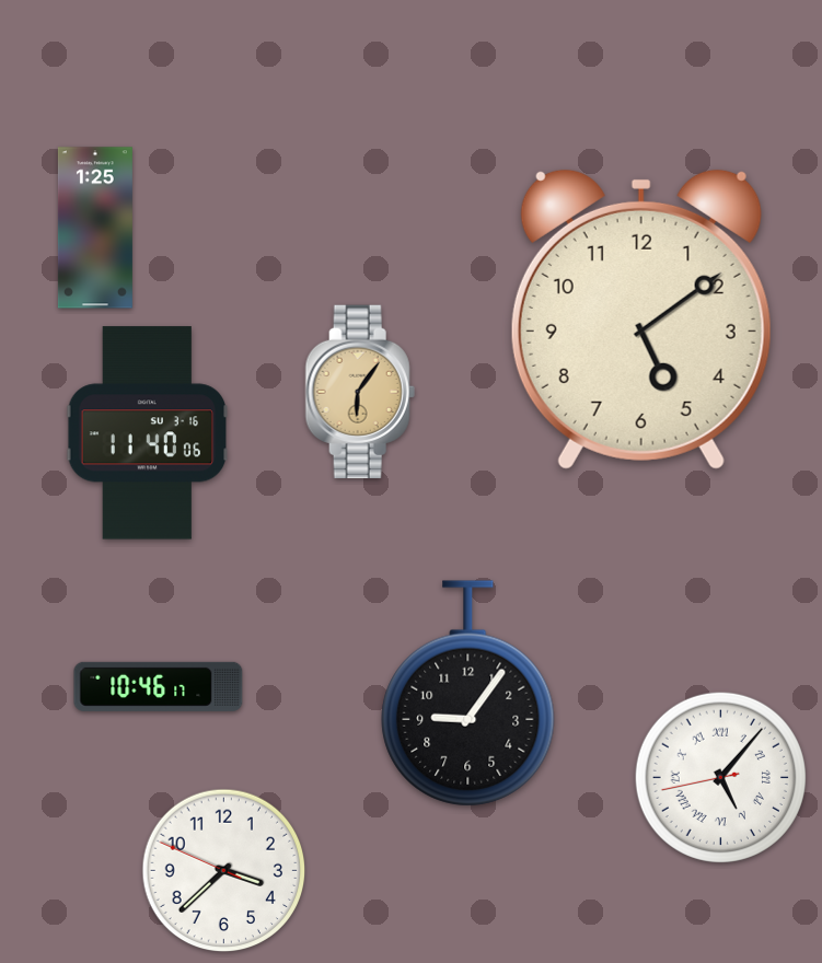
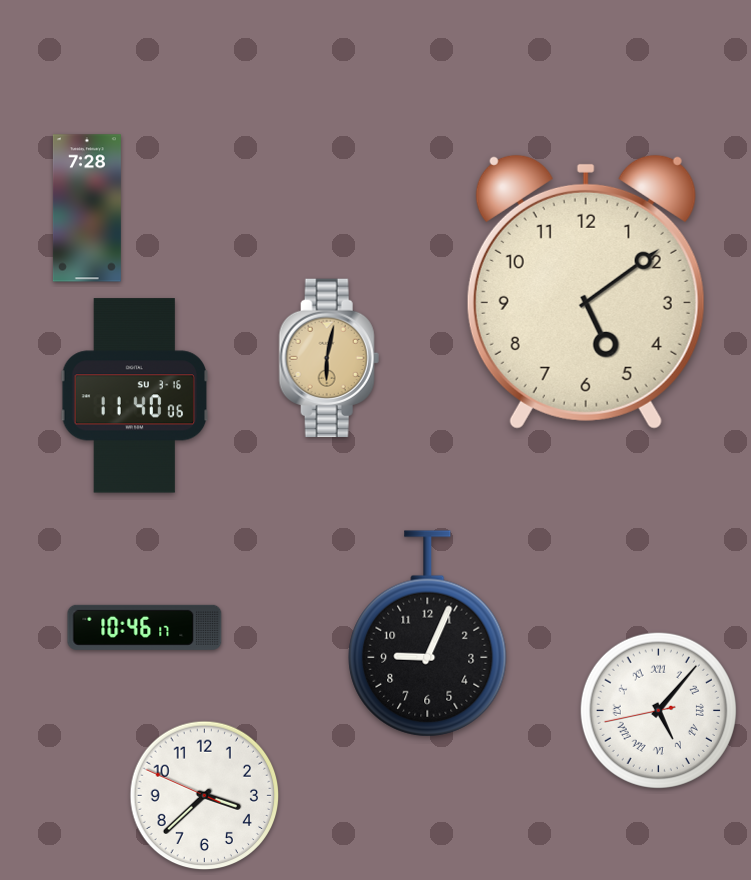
clock at (95, 228): 1:25 -> 7:28
clock at (360, 392): 6:06 -> 6:02
clock at (468, 694): 9:06 -> 9:04
